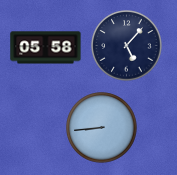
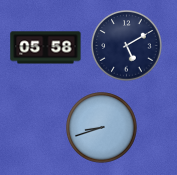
clock at (127, 46): 5:07 -> 5:10
clock at (102, 128): 8:44 -> 8:42
